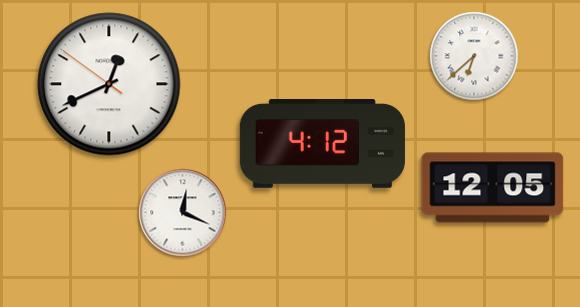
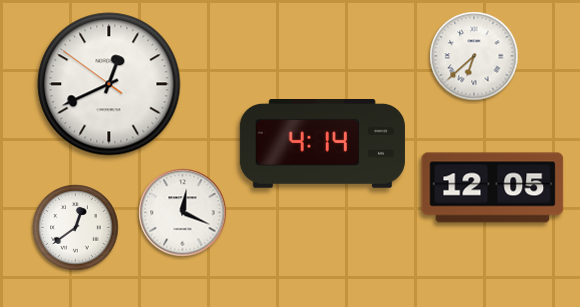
clock at (322, 144): 4:12 -> 4:14
clock at (76, 228): none -> 12:39
